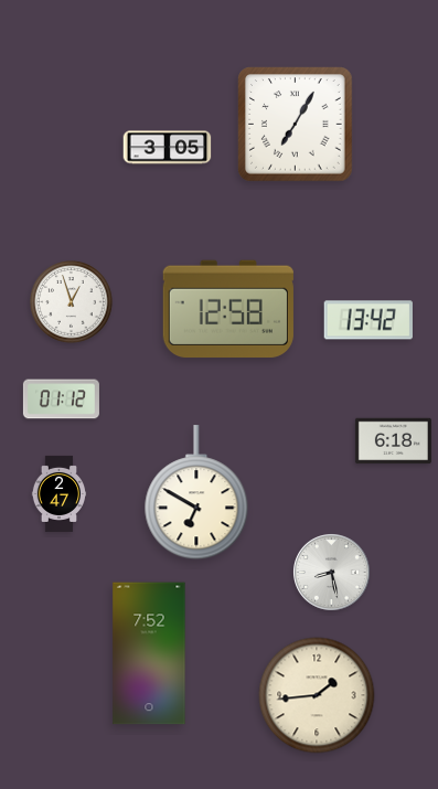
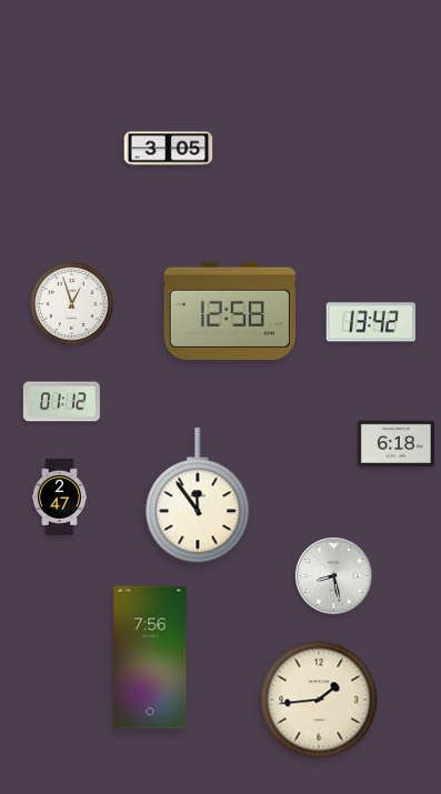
clock at (296, 125): 7:05 -> none
clock at (196, 493): 6:50 -> 11:54
clock at (149, 653): 7:52 -> 7:56
